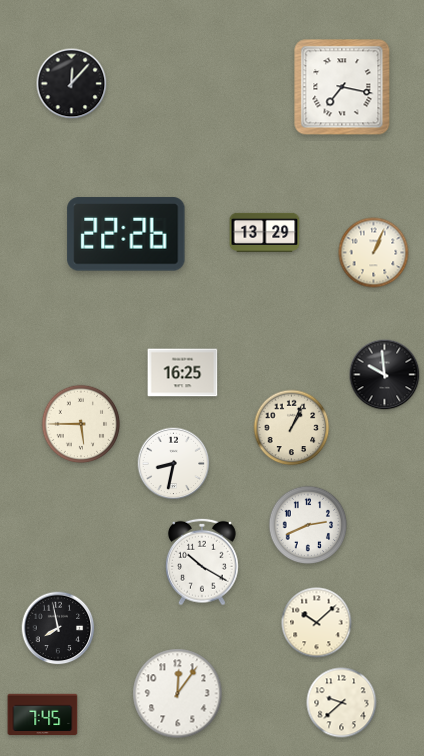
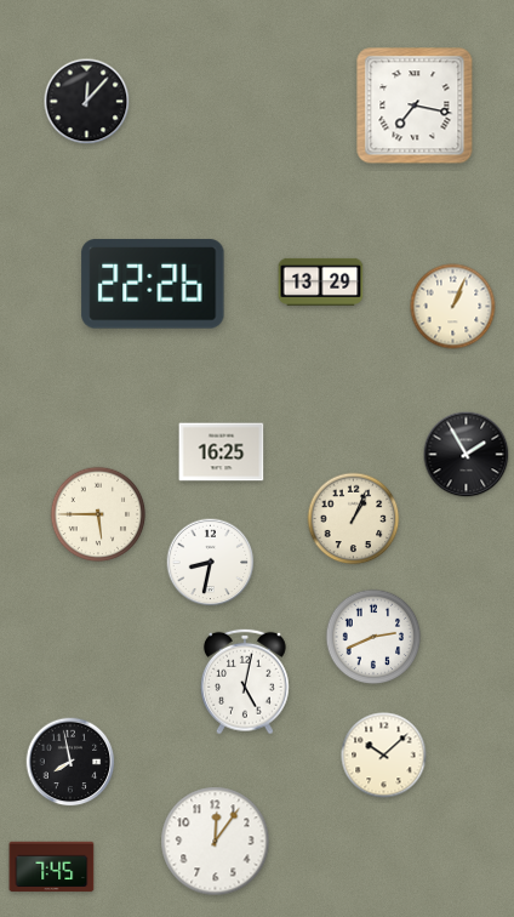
clock at (385, 375): 9:59 -> 1:55
clock at (203, 562): 10:20 -> 5:02
clock at (342, 703): 9:38 -> none
